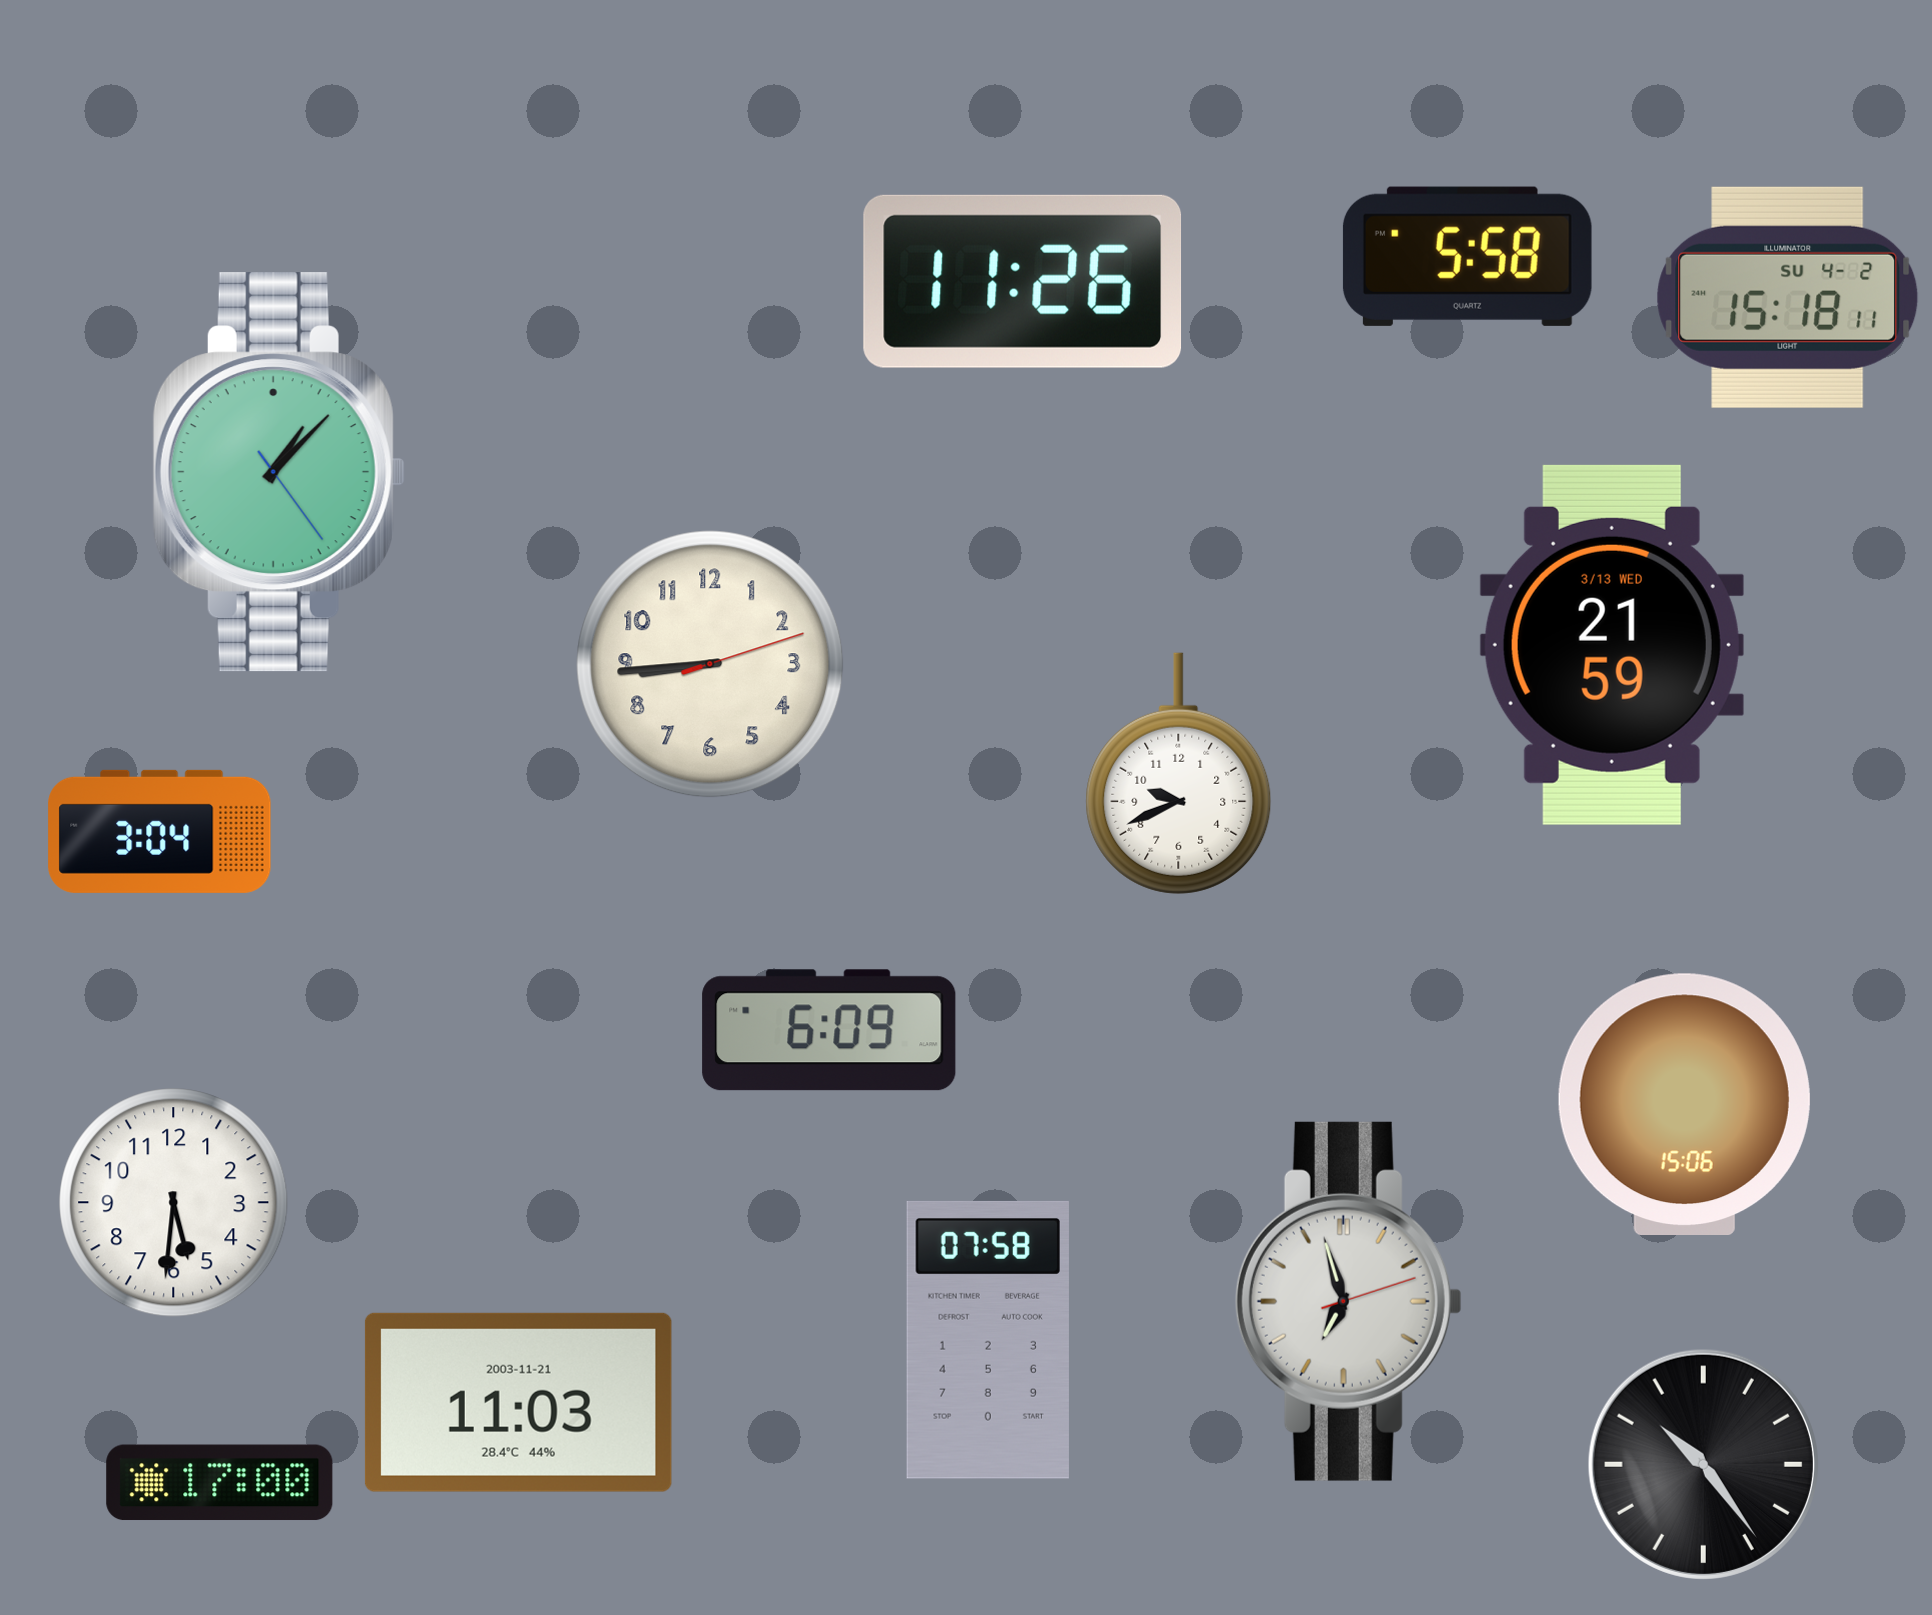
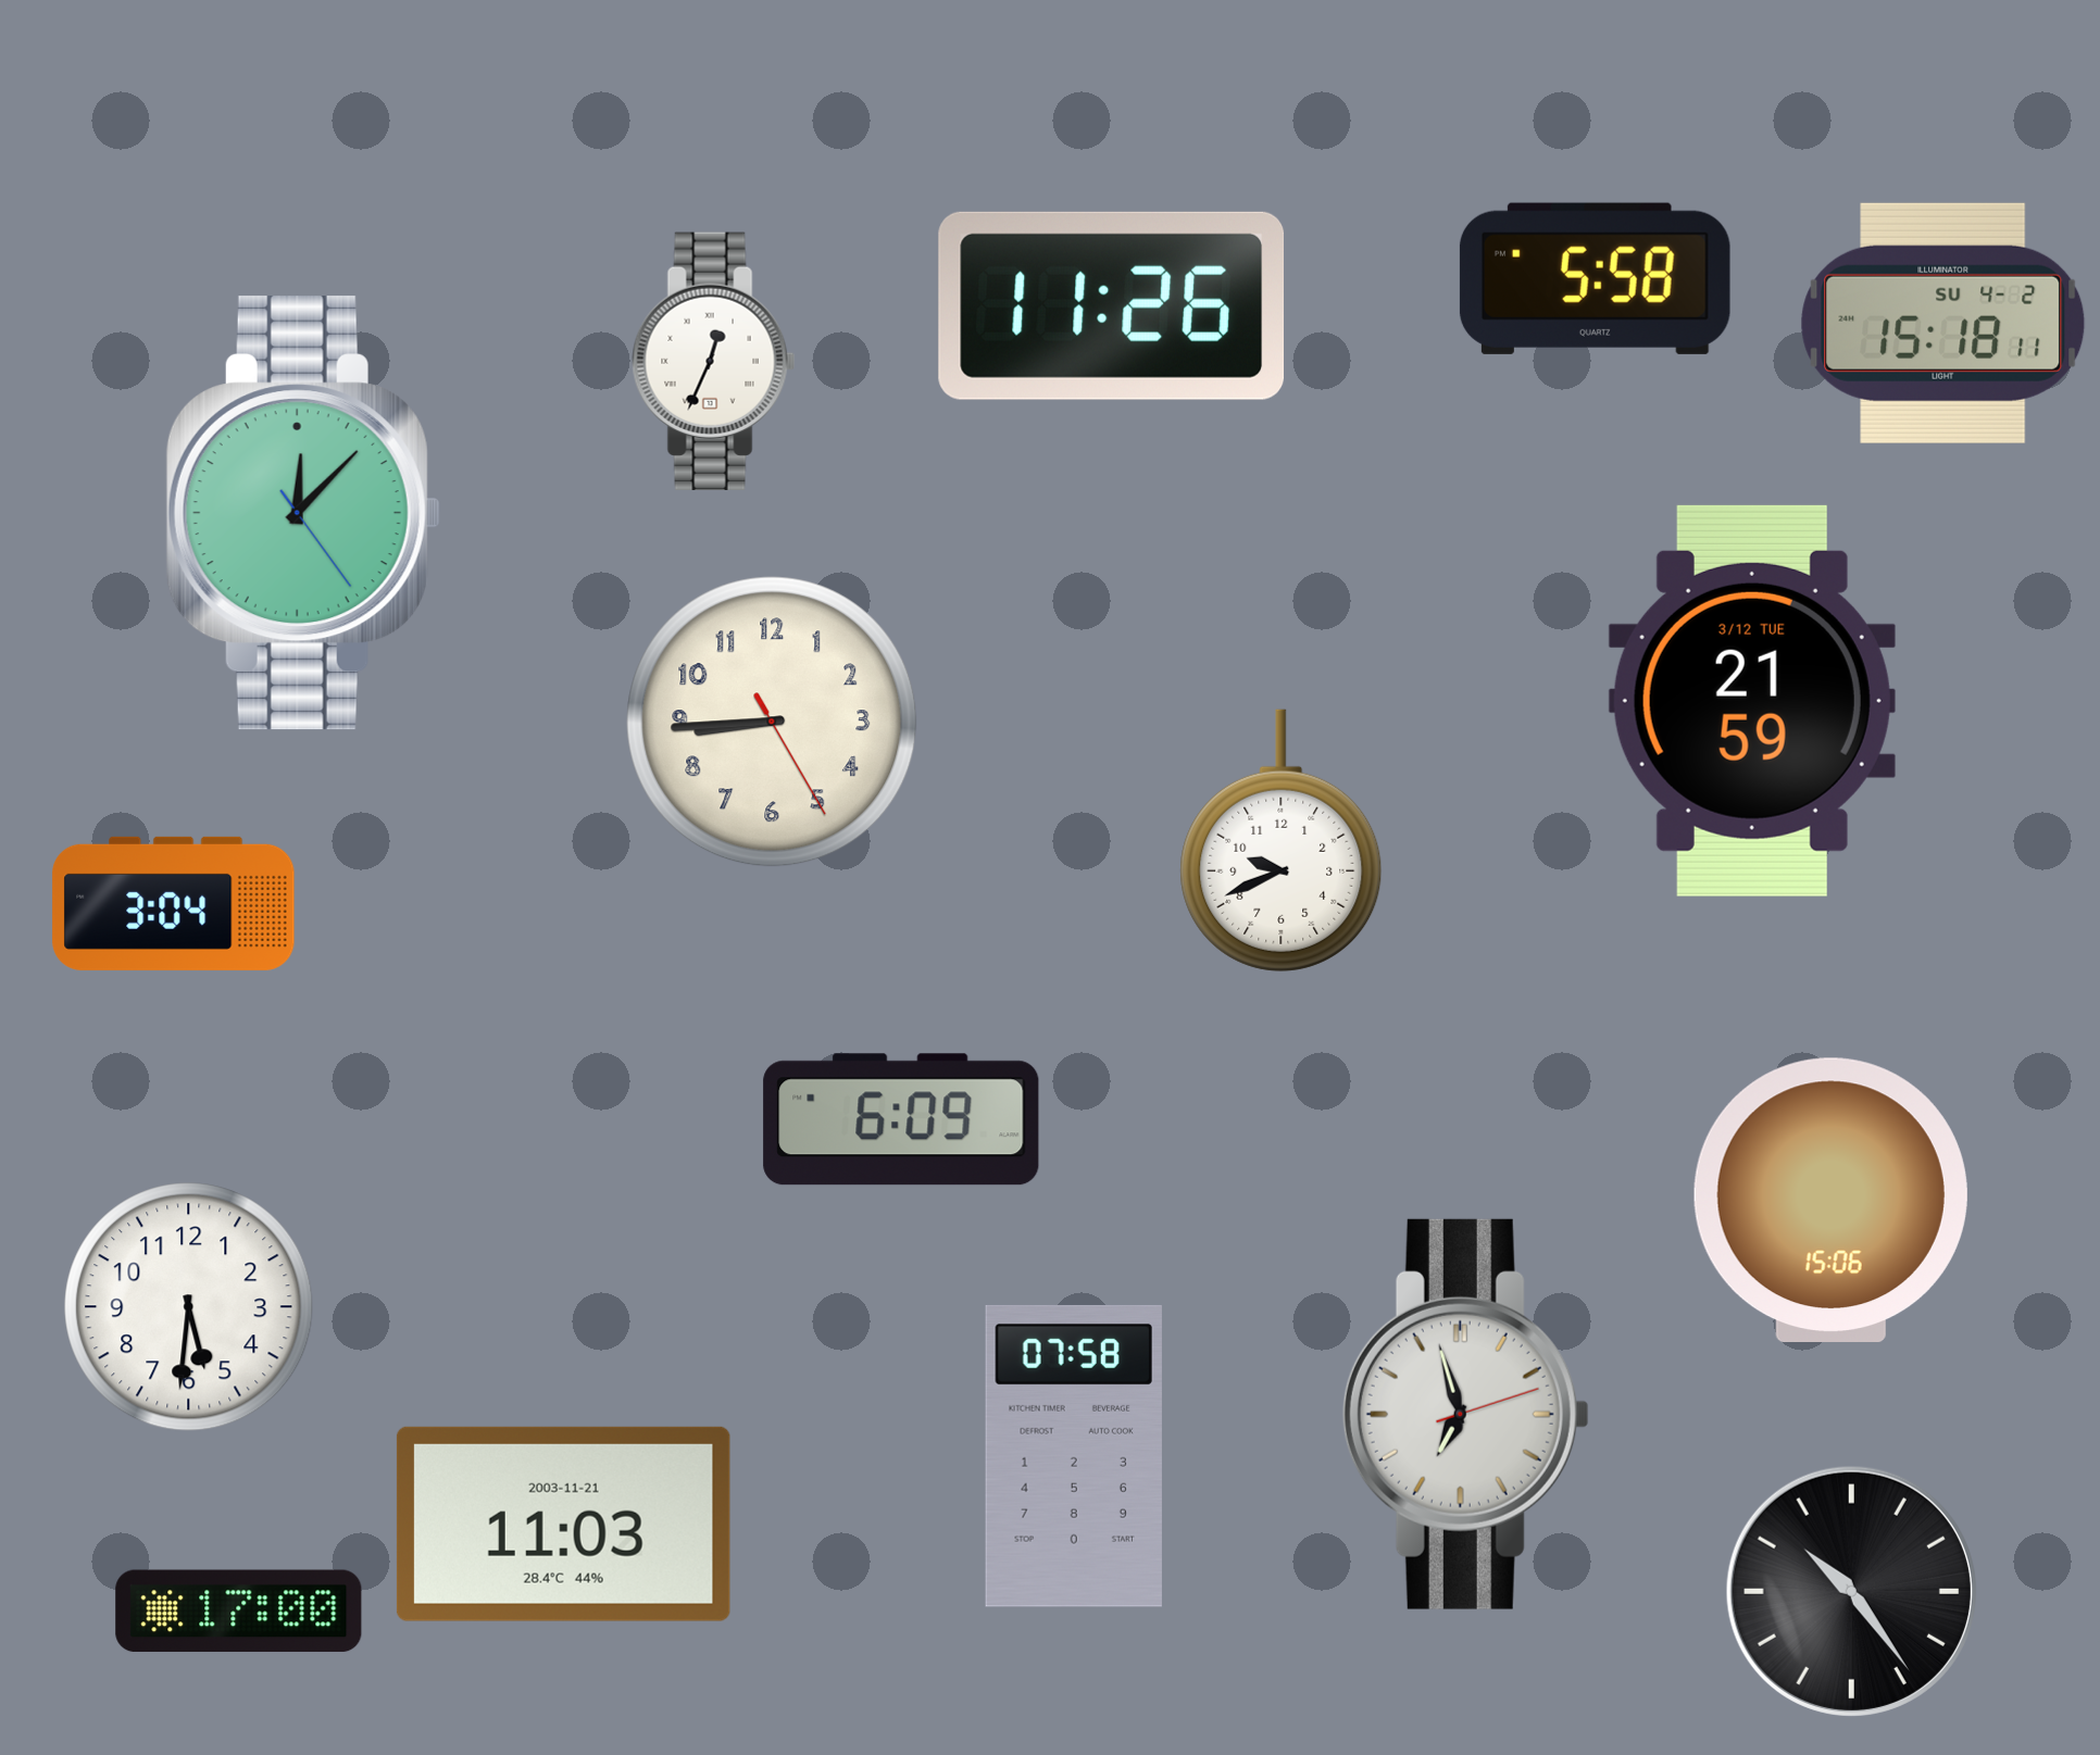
clock at (714, 361): none -> 12:34
clock at (279, 472): 1:07 -> 12:07
clock at (1612, 645) date: 3/13 WED -> 3/12 TUE
clock at (710, 664): 8:44:12 -> 8:44:25
